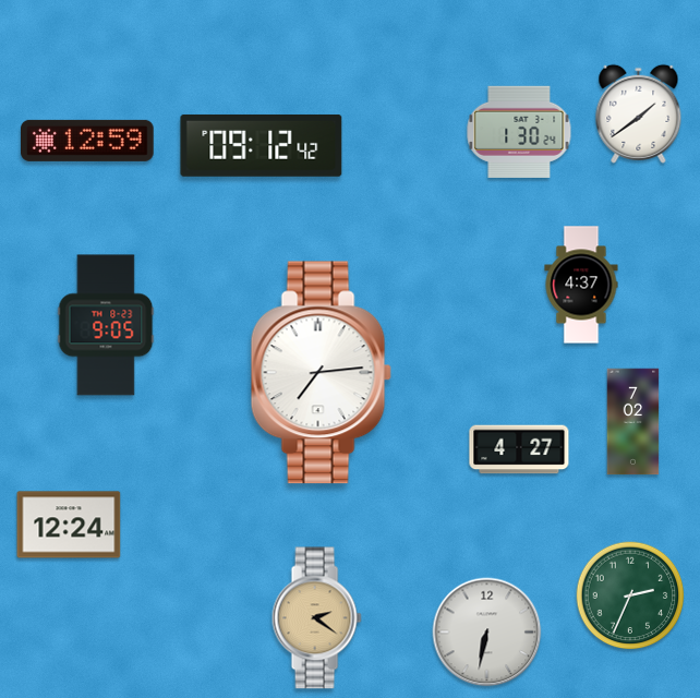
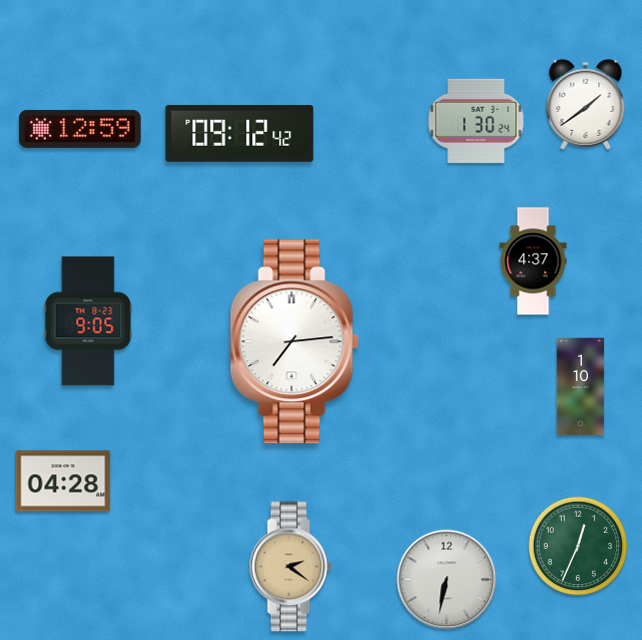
clock at (106, 325) position: (106, 325) -> (88, 321)
clock at (633, 422): 7:02 -> 1:10
clock at (519, 449): 4:27 -> none
clock at (69, 525): 12:24 -> 04:28
clock at (630, 595): 2:34 -> 12:34
